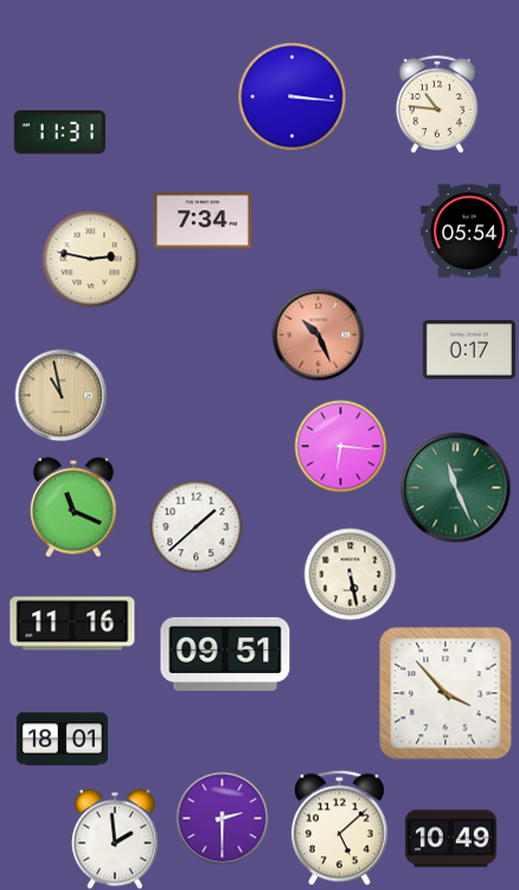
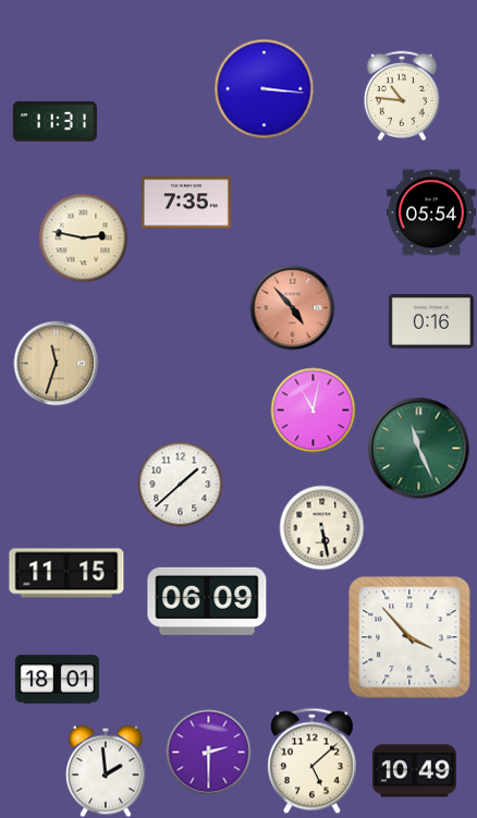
clock at (291, 96) position: (291, 96) -> (264, 88)
clock at (203, 220): 7:34 -> 7:35
clock at (318, 334): 10:26 -> 4:53
clock at (469, 350): 0:17 -> 0:16
clock at (60, 395): 10:58 -> 11:33
clock at (340, 446): 6:16 -> 11:02
clock at (73, 507): 11:19 -> none
clock at (72, 623): 11:16 -> 11:15
clock at (225, 654): 09:51 -> 06:09
clock at (222, 818) position: (222, 818) -> (208, 752)
